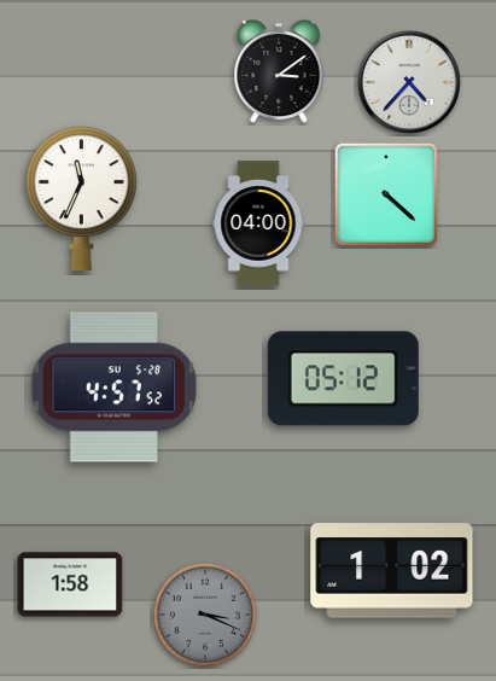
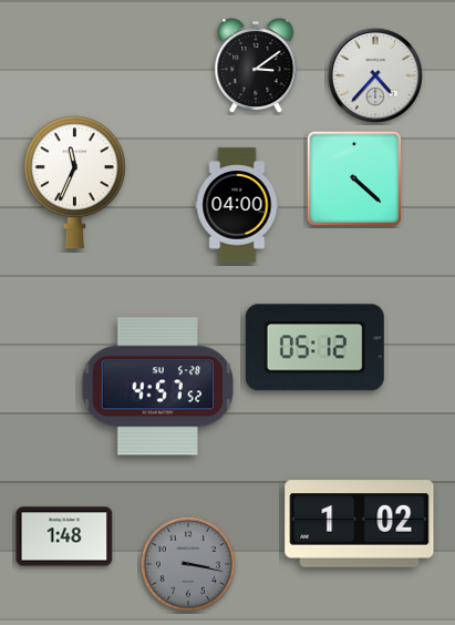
clock at (115, 388) position: (115, 388) -> (158, 387)
clock at (70, 584): 1:58 -> 1:48
clock at (204, 613): 3:19 -> 3:17
